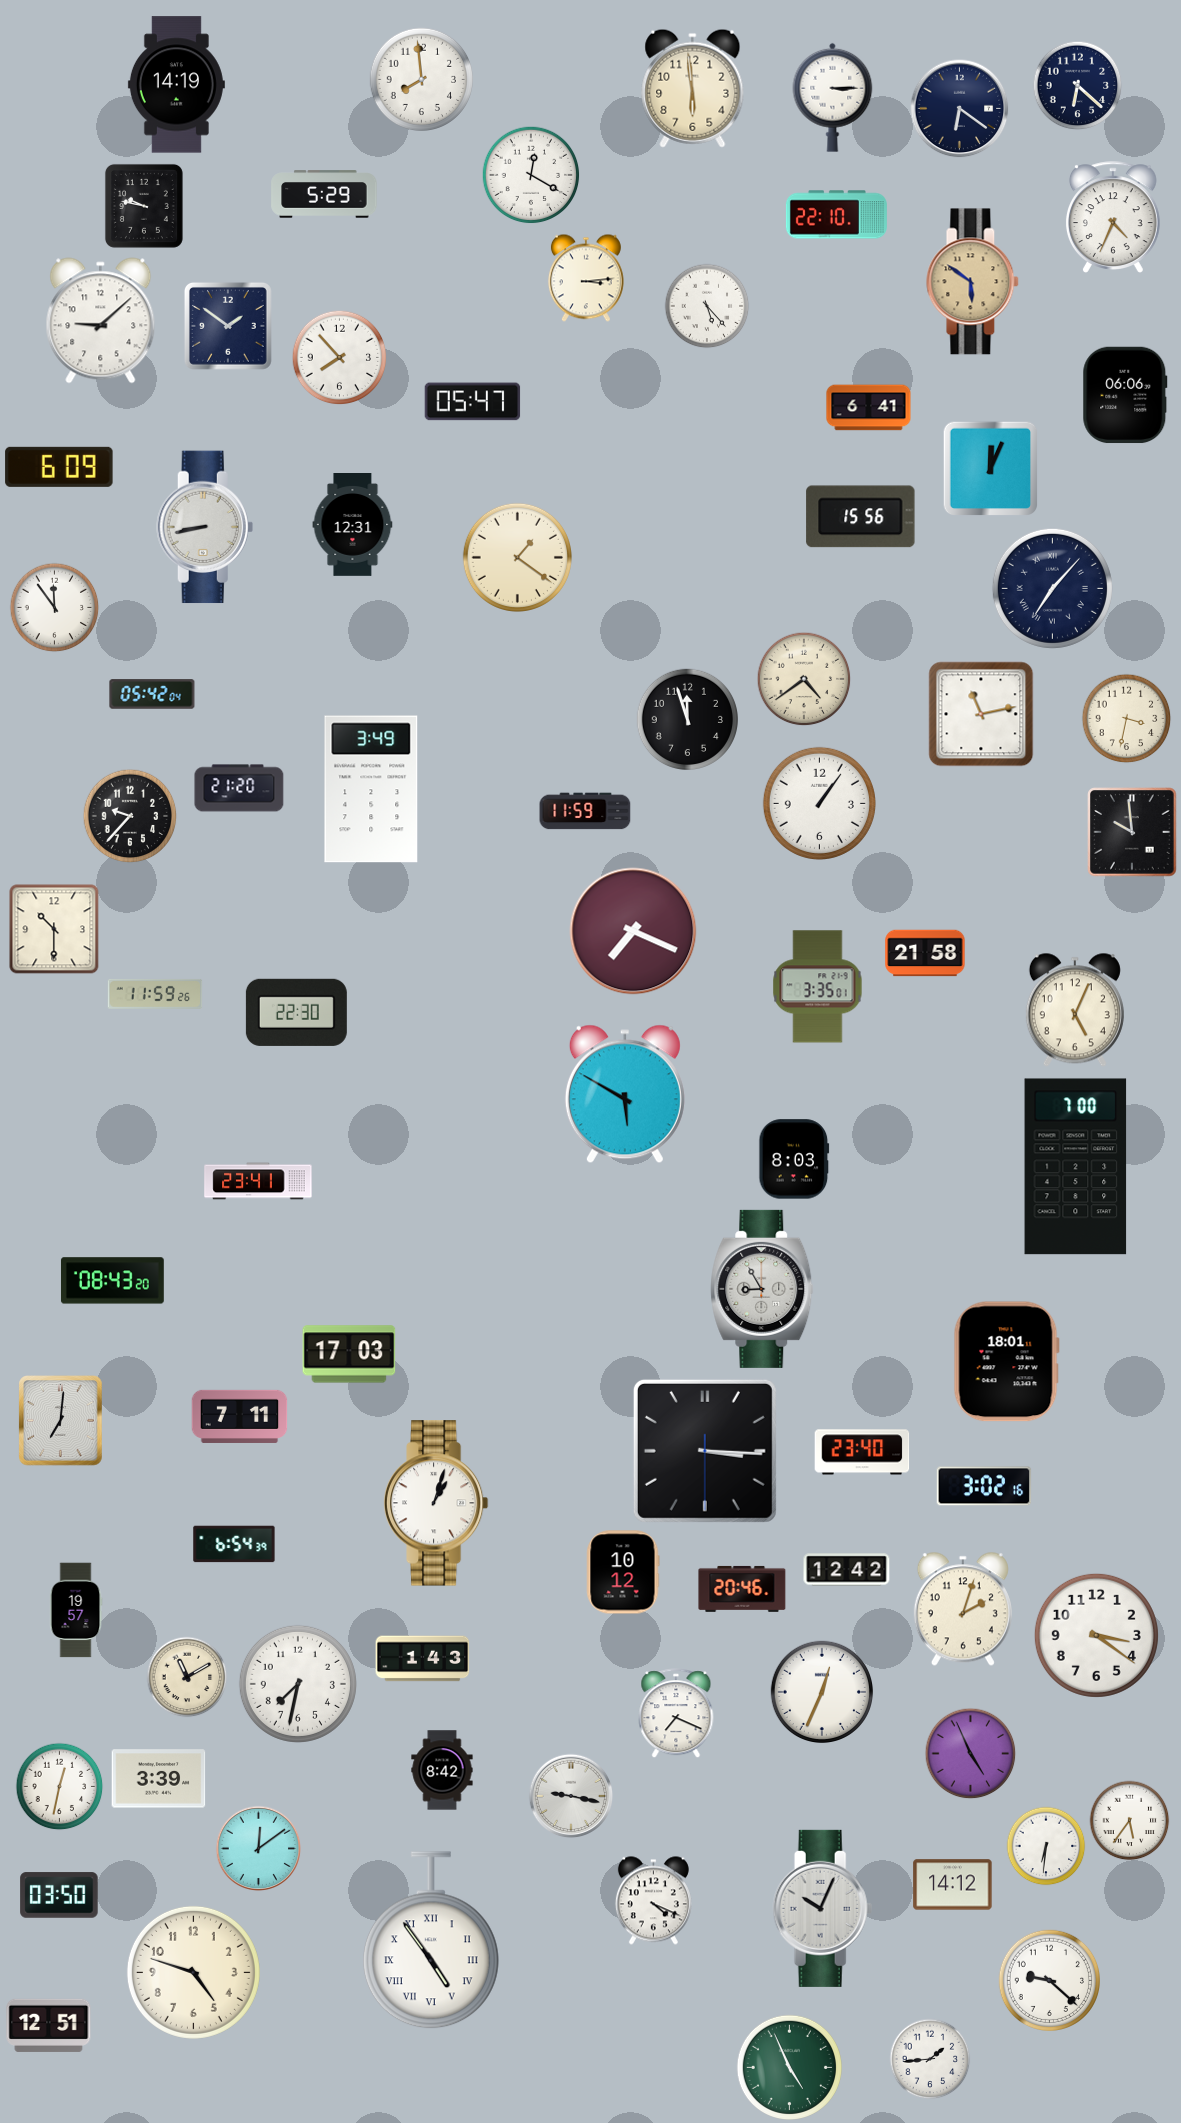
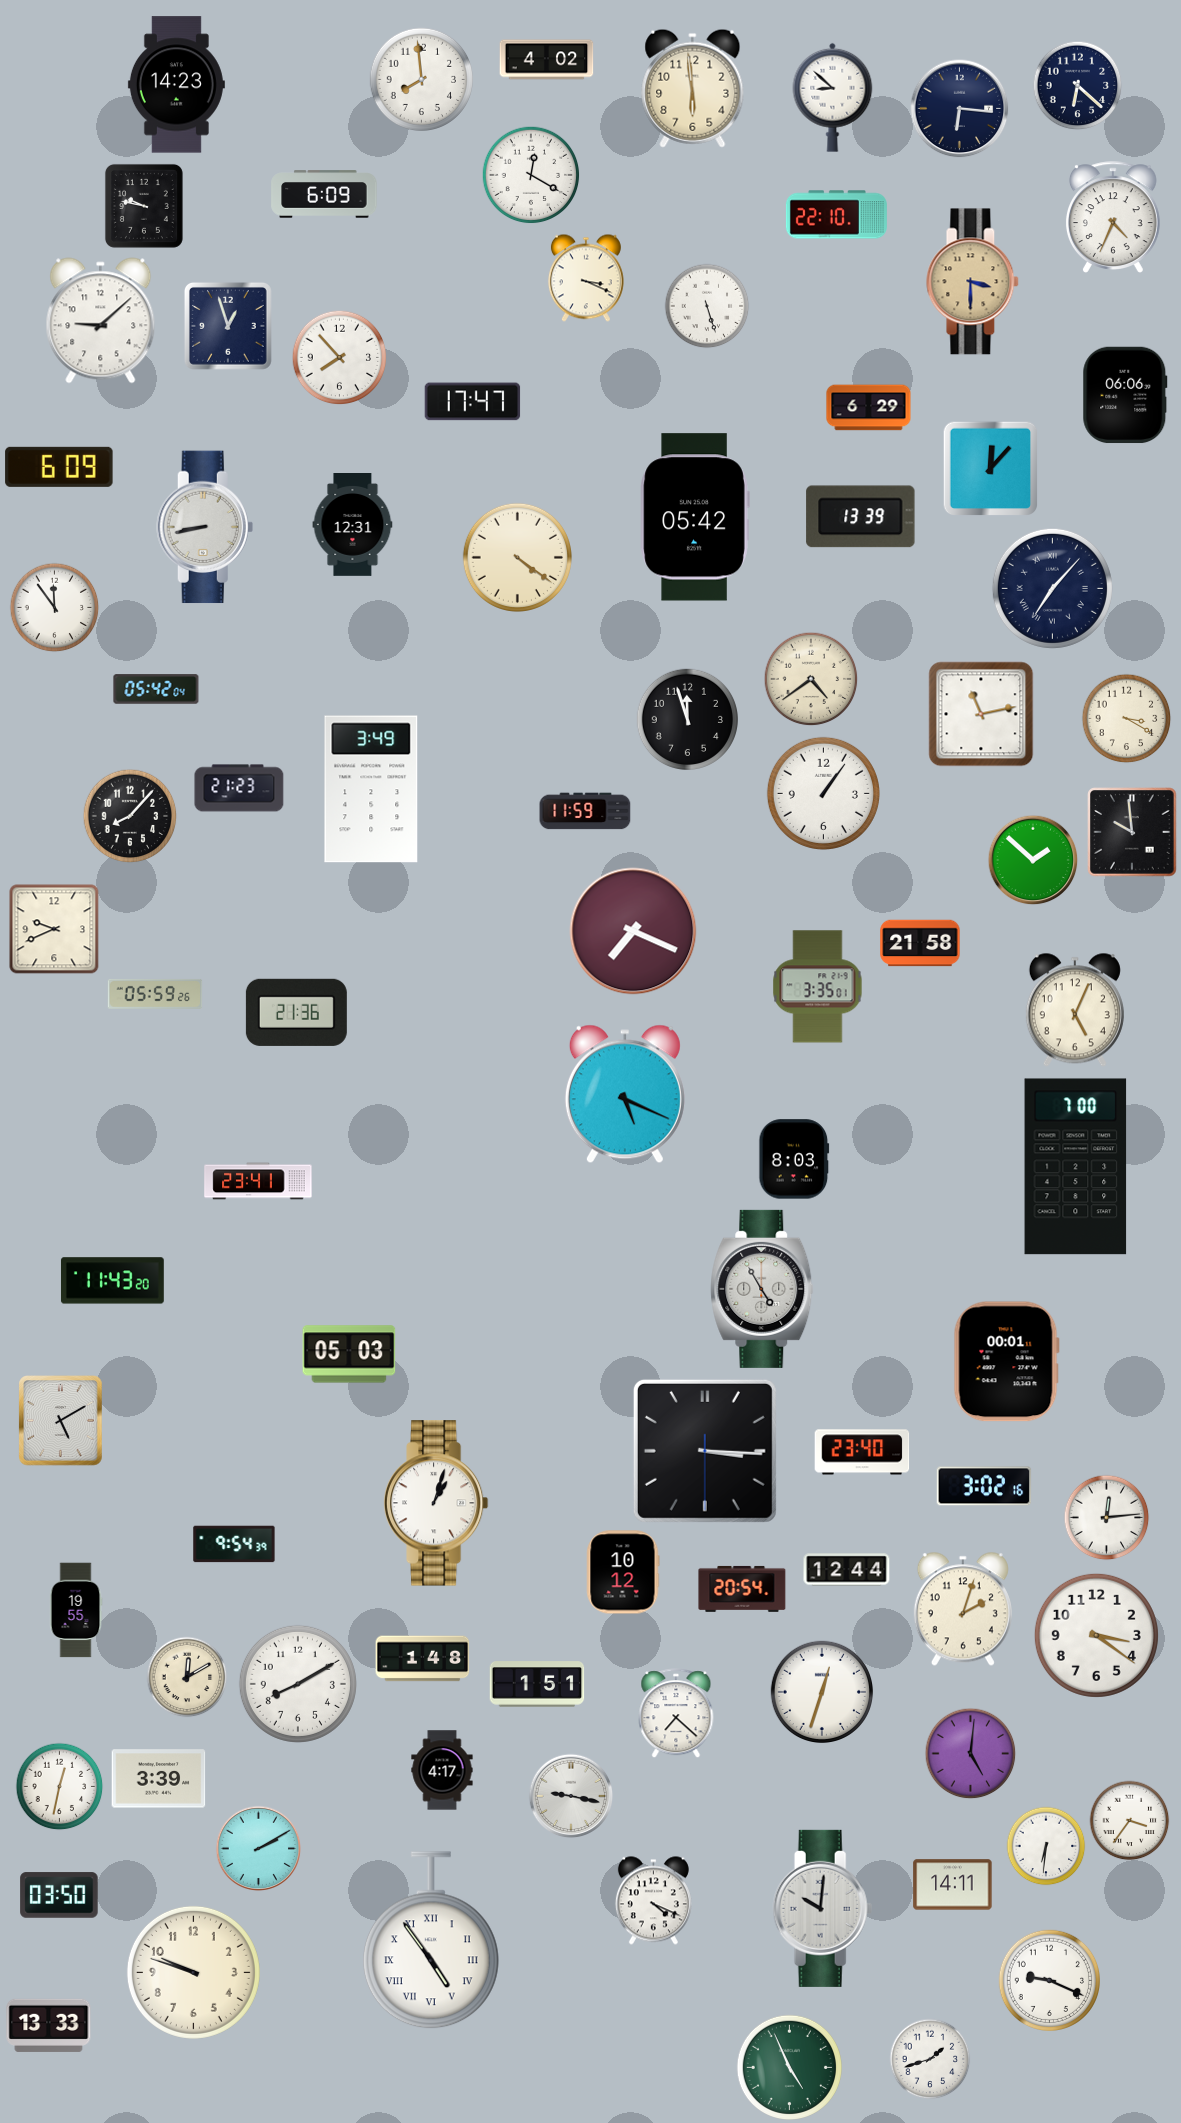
clock at (547, 60): none -> 4:02
clock at (176, 85): 14:19 -> 14:23
clock at (833, 97): 3:15 -> 8:52
clock at (960, 109): 6:21 -> 6:16
clock at (324, 194): 5:29 -> 6:09
clock at (586, 278): 3:14 -> 3:19
clock at (973, 282): 5:51 -> 3:30
clock at (707, 306): 5:23 -> 5:27
clock at (228, 326): 1:51 -> 12:57
clock at (473, 402): 05:47 -> 17:47
clock at (869, 408): 6:41 -> 6:29
clock at (991, 469): 12:04 -> 12:07
clock at (695, 517): none -> 05:42
clock at (861, 517): 15:56 -> 13:39
clock at (517, 557): 1:21 -> 4:21
clock at (804, 679) position: (804, 679) -> (811, 679)
clock at (152, 694) position: (152, 694) -> (156, 689)
clock at (1127, 719): 3:32 -> 3:20
clock at (239, 788): 21:20 -> 21:23
clock at (819, 803) position: (819, 803) -> (823, 793)
clock at (130, 816): 9:37 -> 8:07
clock at (1033, 860): none -> 1:52
clock at (54, 929): 10:30 -> 9:41
clock at (925, 953) position: (925, 953) -> (920, 943)
clock at (155, 994): 11:59 -> 05:59
clock at (296, 1012): 22:30 -> 21:36
clock at (625, 1094): 5:50 -> 5:19
clock at (112, 1281): 08:43 -> 11:43
clock at (762, 1289): 8:55 -> 4:55
clock at (349, 1354): 17:03 -> 05:03
clock at (1006, 1362): 18:01 -> 00:01
clock at (240, 1416): 7:11 -> none
clock at (61, 1421): 7:01 -> 5:10
clock at (1107, 1518): none -> 12:14
clock at (234, 1544): 6:54 -> 9:54
clock at (847, 1570): 12:42 -> 12:44
clock at (742, 1589): 20:46 -> 20:54
clock at (76, 1610): 19:57 -> 19:55
clock at (423, 1659): 1:43 -> 1:48
clock at (187, 1677): 11:10 -> 12:10
clock at (298, 1684): 7:32 -> 8:10
clock at (537, 1684): none -> 1:51
clock at (821, 1691): 12:34 -> 12:33
clock at (676, 1714): 7:19 -> 7:22
clock at (971, 1754): 4:56 -> 5:01
clock at (442, 1770): 8:42 -> 4:17
clock at (1130, 1821): 5:36 -> 3:36
clock at (259, 1849): 12:09 -> 2:10
clock at (953, 1885): 14:12 -> 14:11
clock at (823, 1908): 10:04 -> 10:01
clock at (193, 1972): 4:48 -> 9:48
clock at (1049, 1980): 9:22 -> 9:19
clock at (49, 2025): 12:51 -> 13:33
clock at (930, 2059): 1:44 -> 1:42
